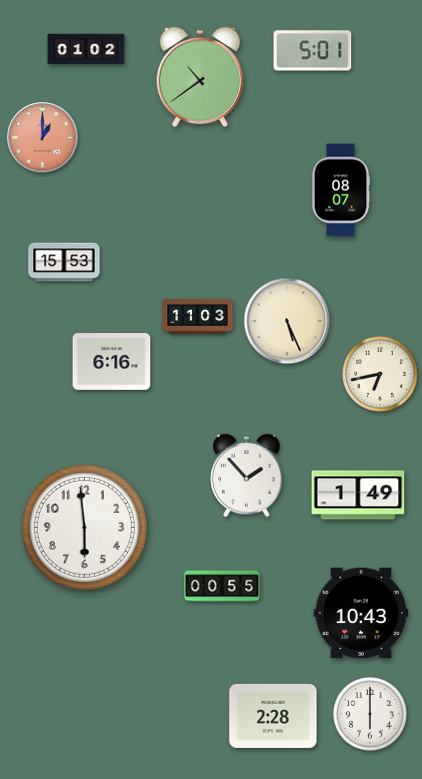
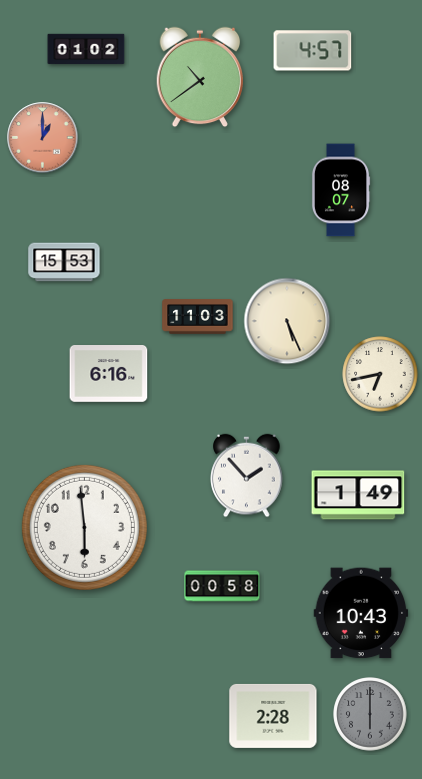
clock at (313, 51): 5:01 -> 4:57
clock at (112, 362) position: (112, 362) -> (109, 374)
clock at (222, 586): 00:55 -> 00:58
clock at (370, 714) dial: white -> grey
